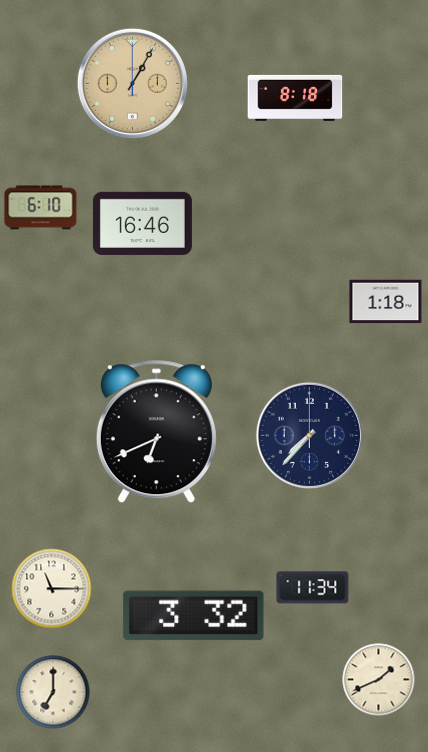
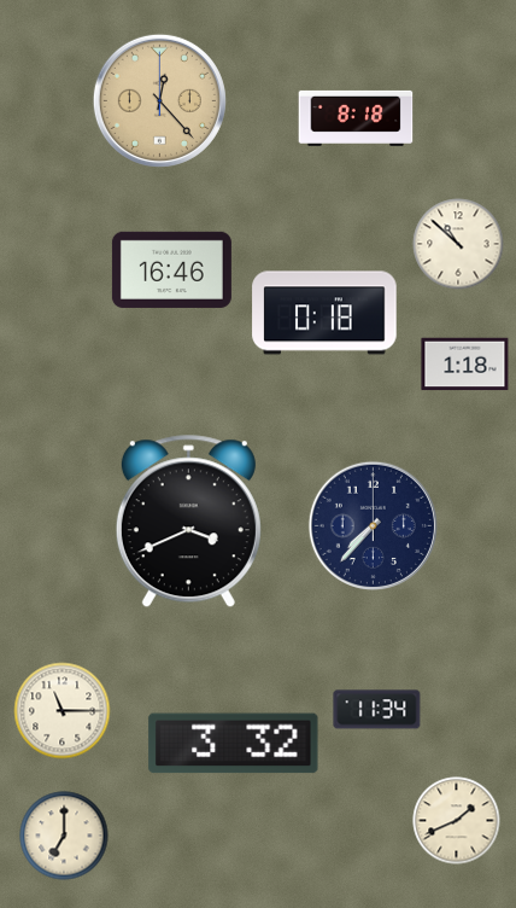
clock at (132, 83): 1:05 -> 12:23
clock at (458, 244): none -> 10:52
clock at (41, 208): 6:10 -> none
clock at (324, 313): none -> 0:18
clock at (156, 432): 6:41 -> 3:41
